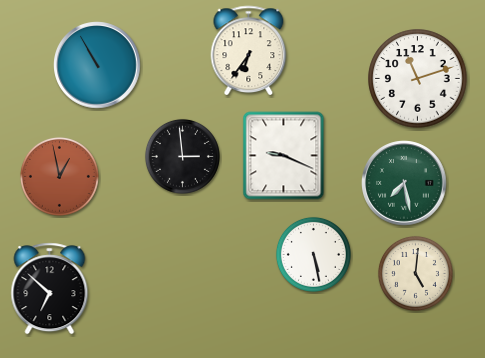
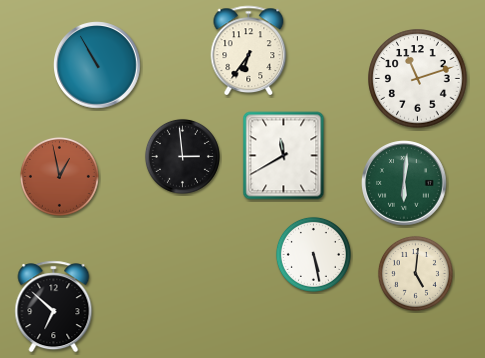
clock at (284, 156): 9:19 -> 11:40
clock at (404, 183): 7:28 -> 6:01
clock at (50, 289) position: (50, 289) -> (54, 307)
